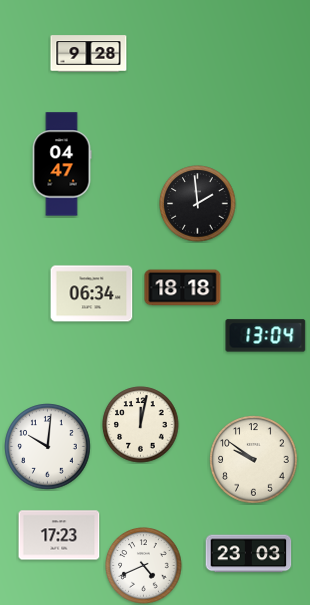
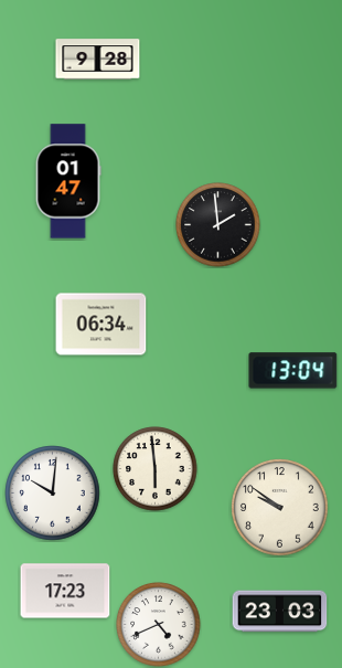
clock at (62, 164): 04:47 -> 01:47
clock at (183, 288): 18:18 -> none
clock at (141, 425): 12:02 -> 5:59
clock at (249, 554) position: (249, 554) -> (280, 612)
